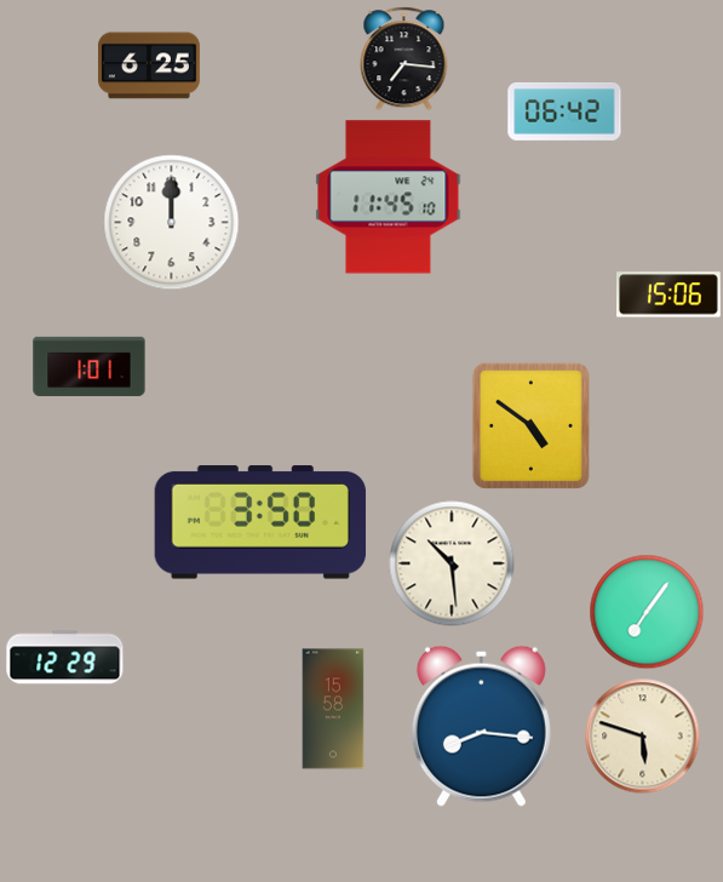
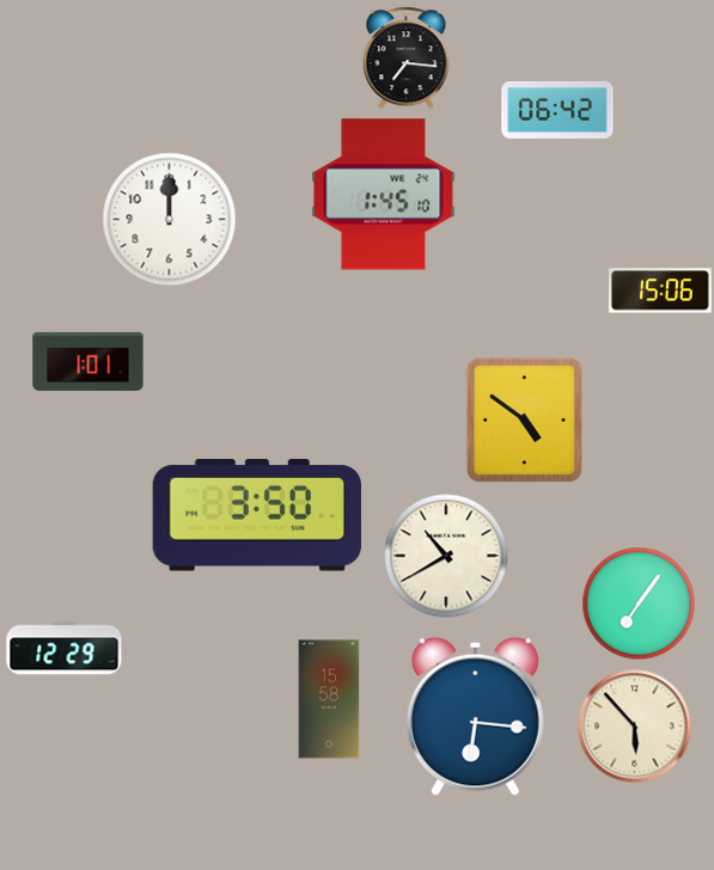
clock at (404, 59) position: (404, 59) -> (407, 59)
clock at (149, 65): 6:25 -> none
clock at (389, 197): 11:45 -> 1:45
clock at (452, 563): 10:29 -> 10:40
clock at (481, 726): 8:16 -> 6:16
clock at (643, 737): 5:48 -> 5:53
